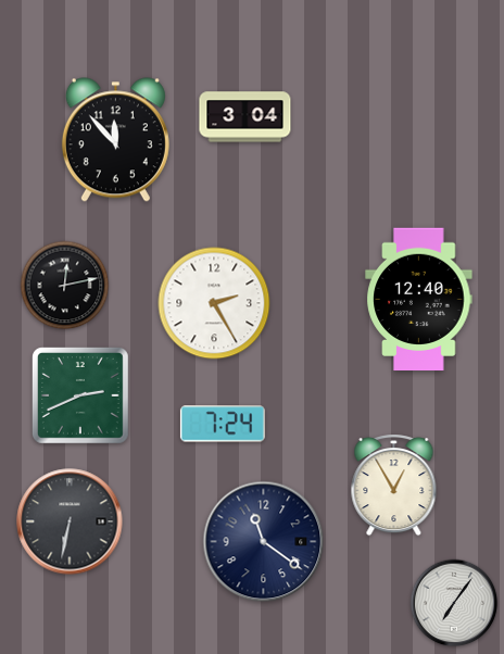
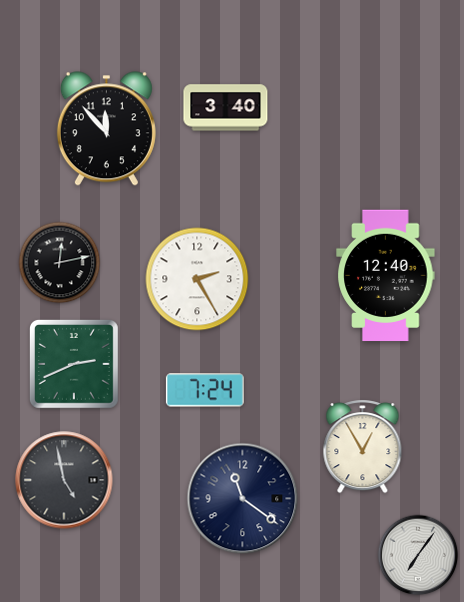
clock at (245, 117): 3:04 -> 3:40
clock at (70, 521): 6:32 -> 4:58
